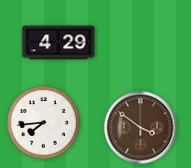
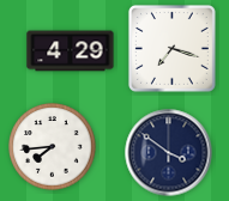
clock at (171, 48): none -> 7:18
clock at (141, 128) dial: brown -> navy
